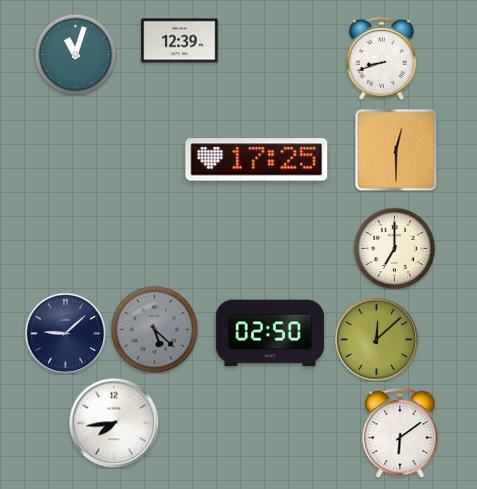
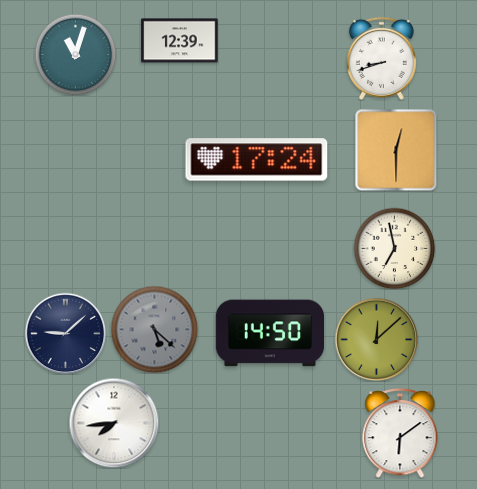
clock at (257, 160): 17:25 -> 17:24
clock at (394, 248): 7:00 -> 6:58
clock at (270, 333): 02:50 -> 14:50
